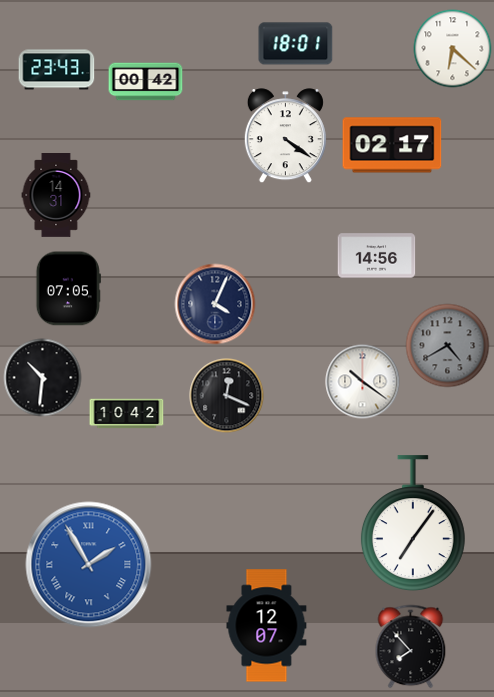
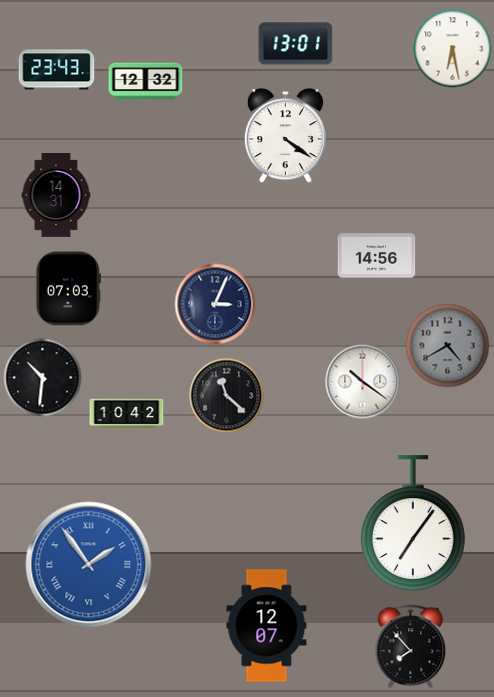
clock at (296, 44): 18:01 -> 13:01
clock at (453, 49): 6:22 -> 6:28
clock at (146, 82): 00:42 -> 12:32
clock at (392, 145): 02:17 -> none
clock at (68, 289): 07:05 -> 07:03
clock at (215, 304): 4:04 -> 3:04
clock at (227, 396): 12:19 -> 11:22
clock at (89, 565): 1:55 -> 1:54
